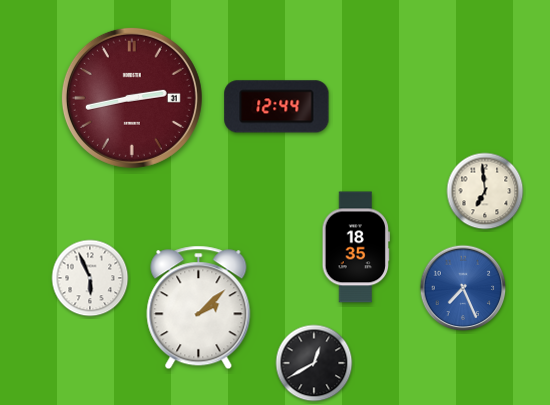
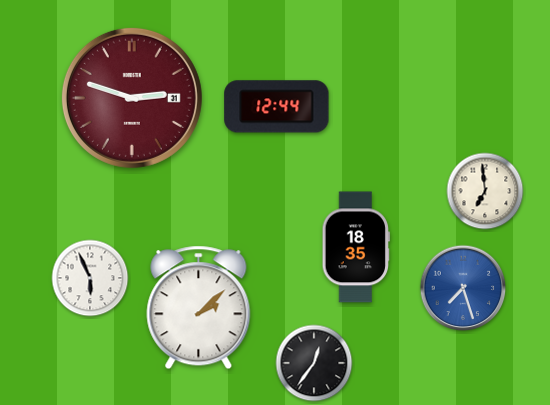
clock at (132, 98): 2:43 -> 2:48
clock at (463, 288): 7:26 -> 7:27
clock at (314, 363): 12:40 -> 12:36
